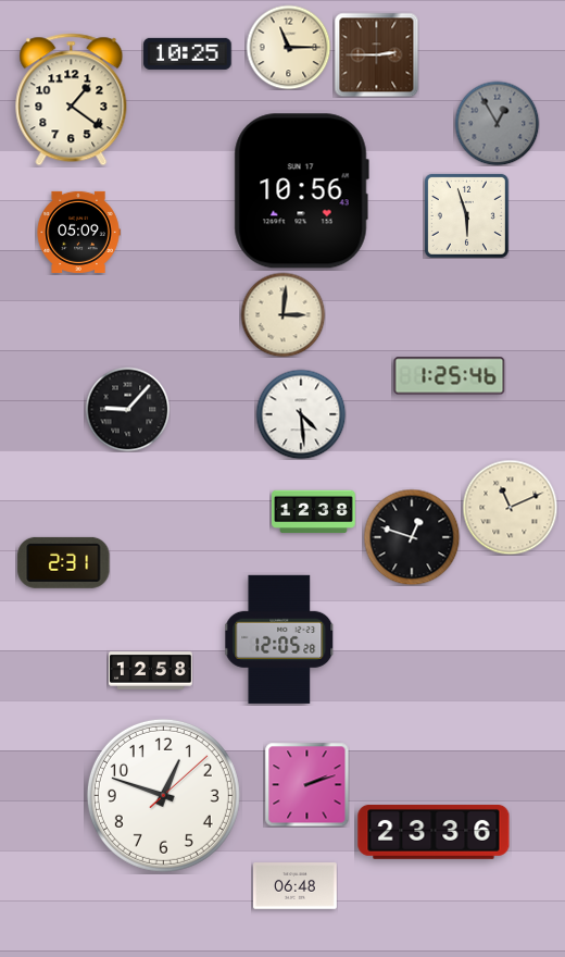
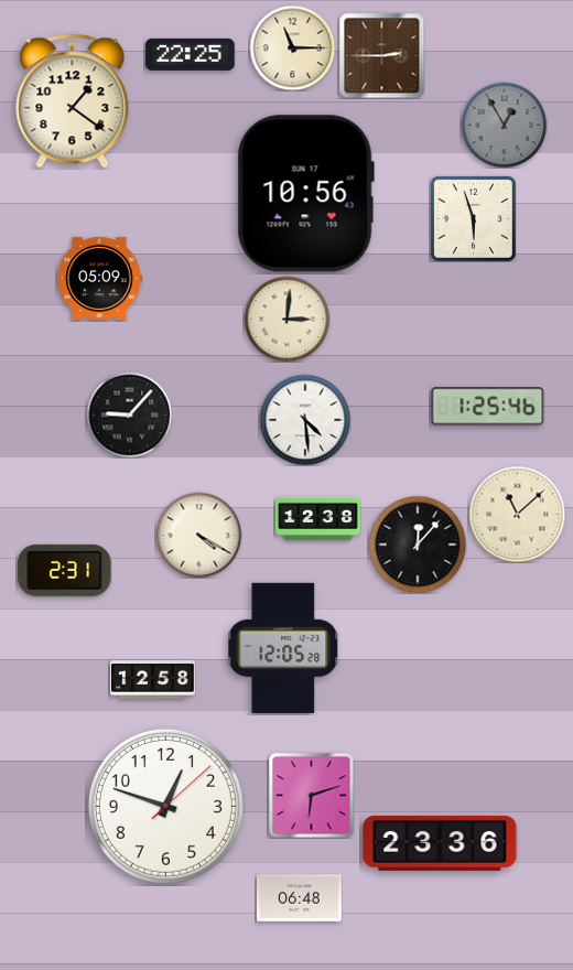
clock at (188, 53): 10:25 -> 22:25
clock at (78, 232) position: (78, 232) -> (99, 278)
clock at (450, 376) position: (450, 376) -> (488, 407)
clock at (510, 507): 11:11 -> 11:08
clock at (198, 535): none -> 4:20
clock at (412, 537): 12:48 -> 12:07
clock at (306, 784): 2:12 -> 6:12
